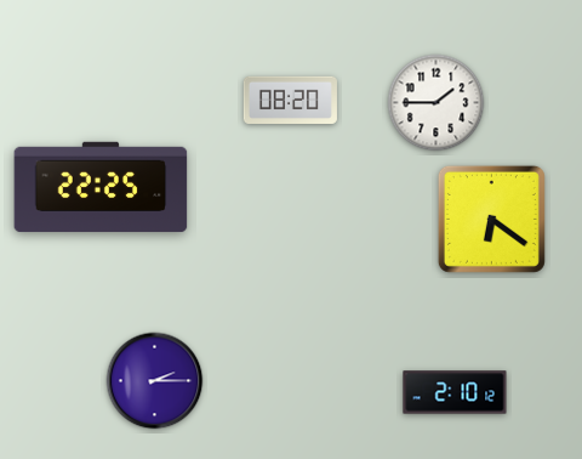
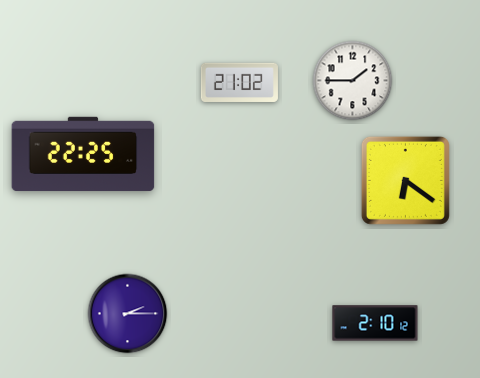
clock at (290, 100): 08:20 -> 21:02
clock at (436, 103) position: (436, 103) -> (353, 81)
